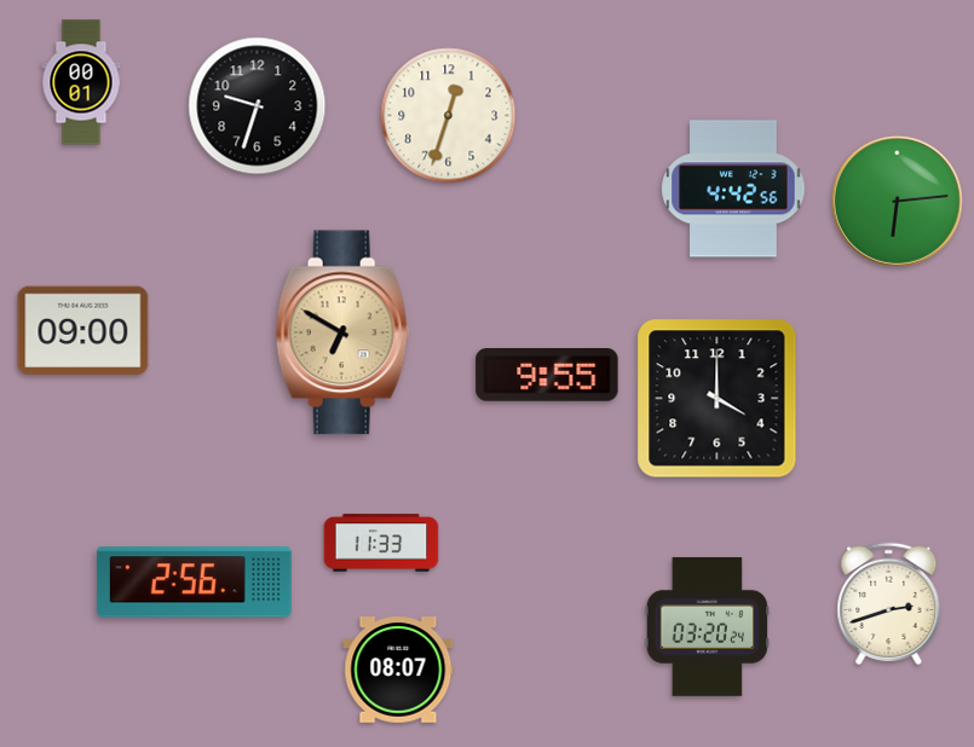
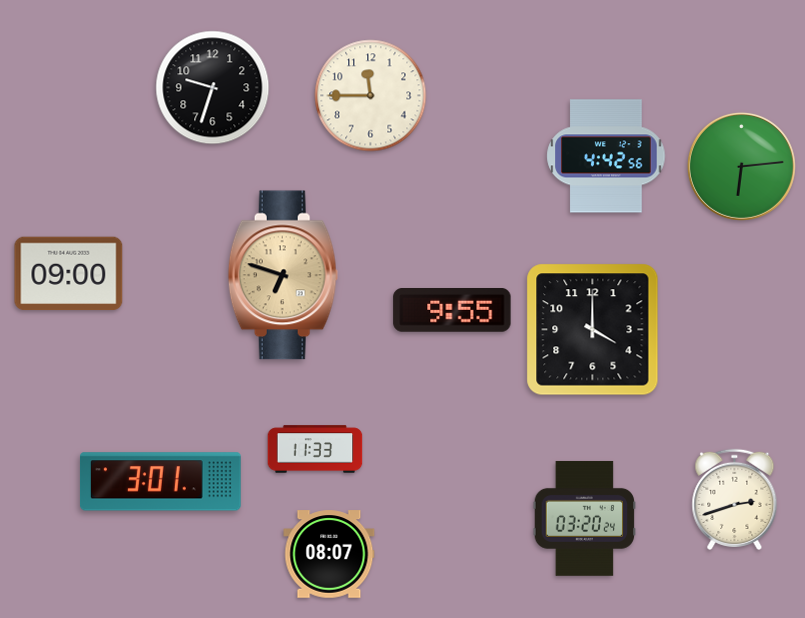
clock at (81, 82): 00:01 -> none
clock at (449, 116): 12:33 -> 11:45
clock at (342, 332): 6:50 -> 6:48
clock at (194, 583): 2:56 -> 3:01
